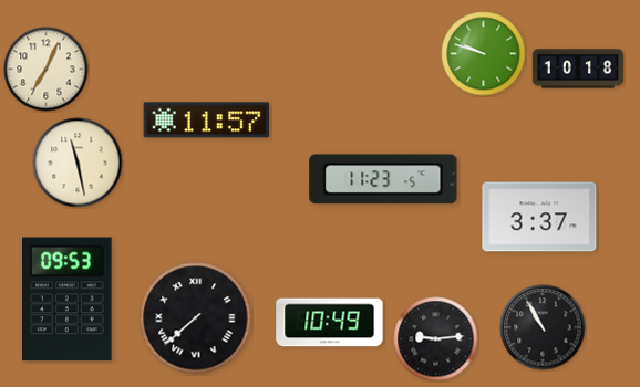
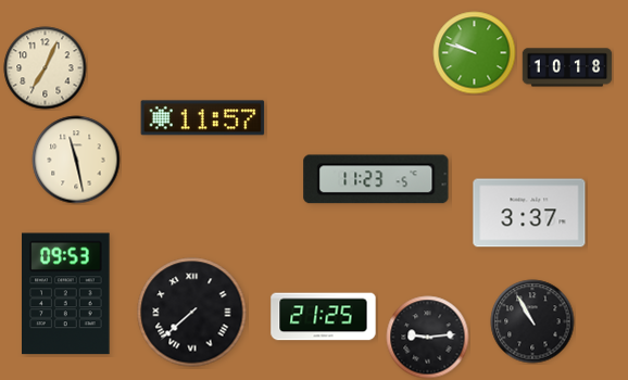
clock at (383, 179) position: (383, 179) -> (376, 179)
clock at (330, 323): 10:49 -> 21:25
clock at (436, 339) position: (436, 339) -> (428, 338)
